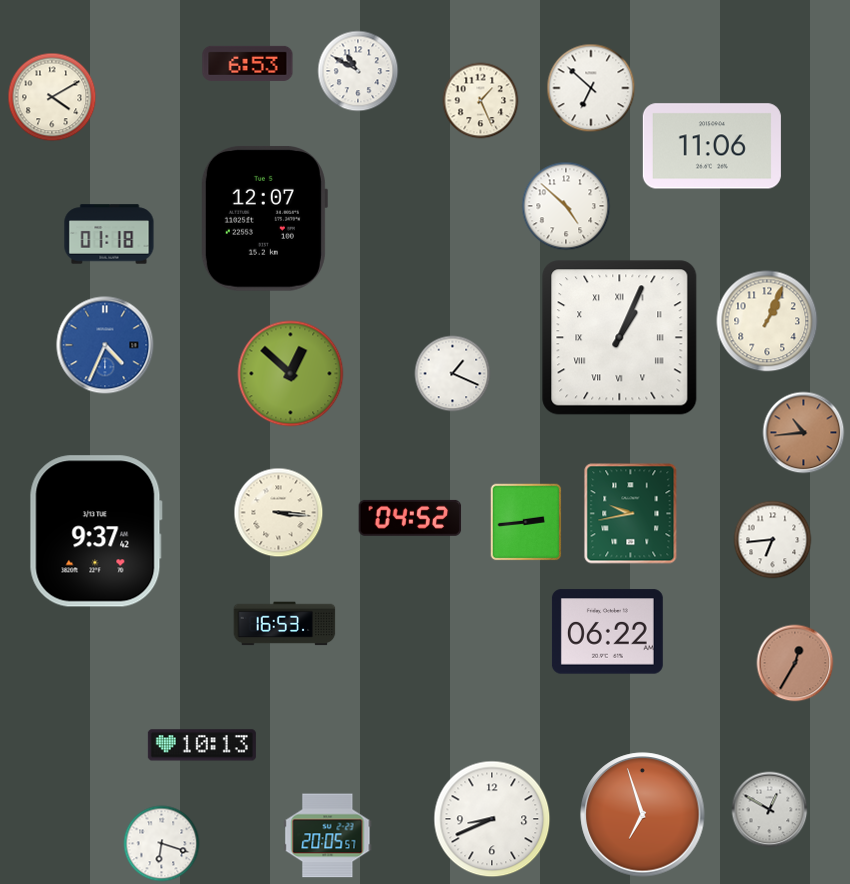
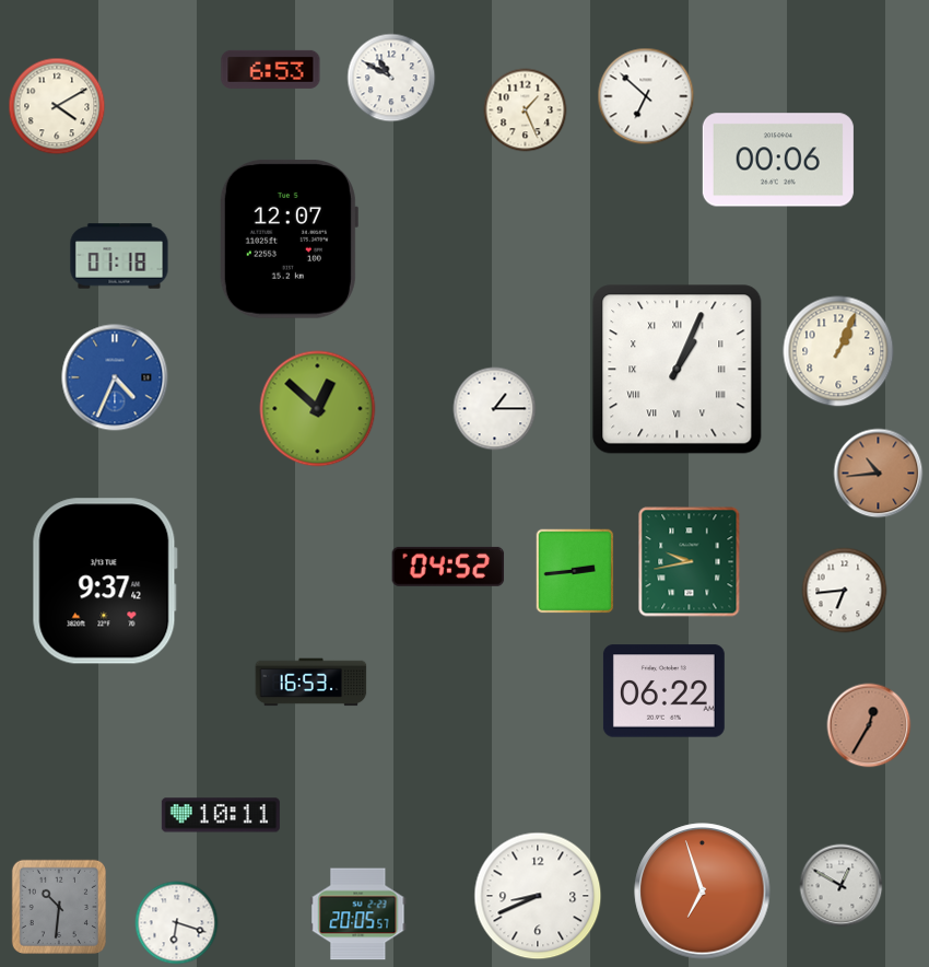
clock at (712, 146): 11:06 -> 00:06
clock at (566, 206): 4:52 -> none
clock at (453, 374): 1:19 -> 1:15
clock at (279, 513): 3:16 -> none
clock at (202, 745): 10:13 -> 10:11
clock at (59, 907): none -> 10:31
